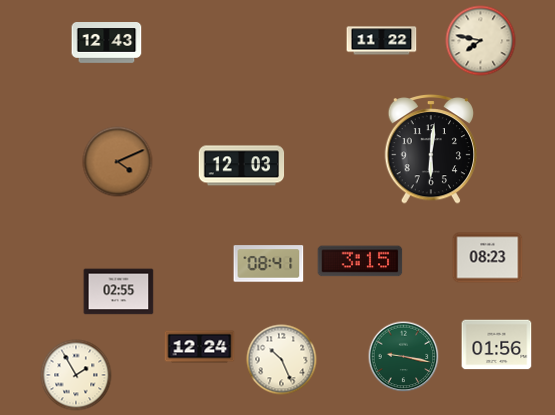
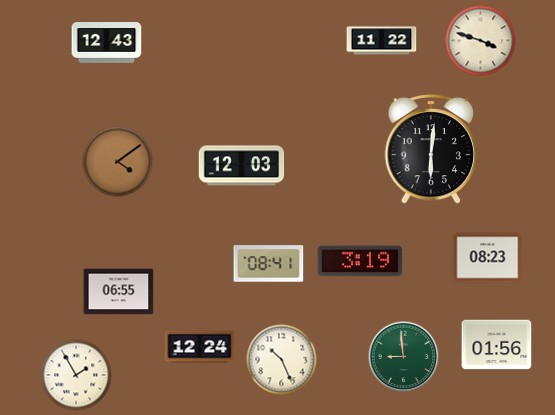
clock at (481, 41): 7:47 -> 3:48
clock at (118, 162): 4:11 -> 4:09
clock at (360, 261): 3:15 -> 3:19
clock at (119, 292): 02:55 -> 06:55
clock at (404, 357): 9:17 -> 8:59
